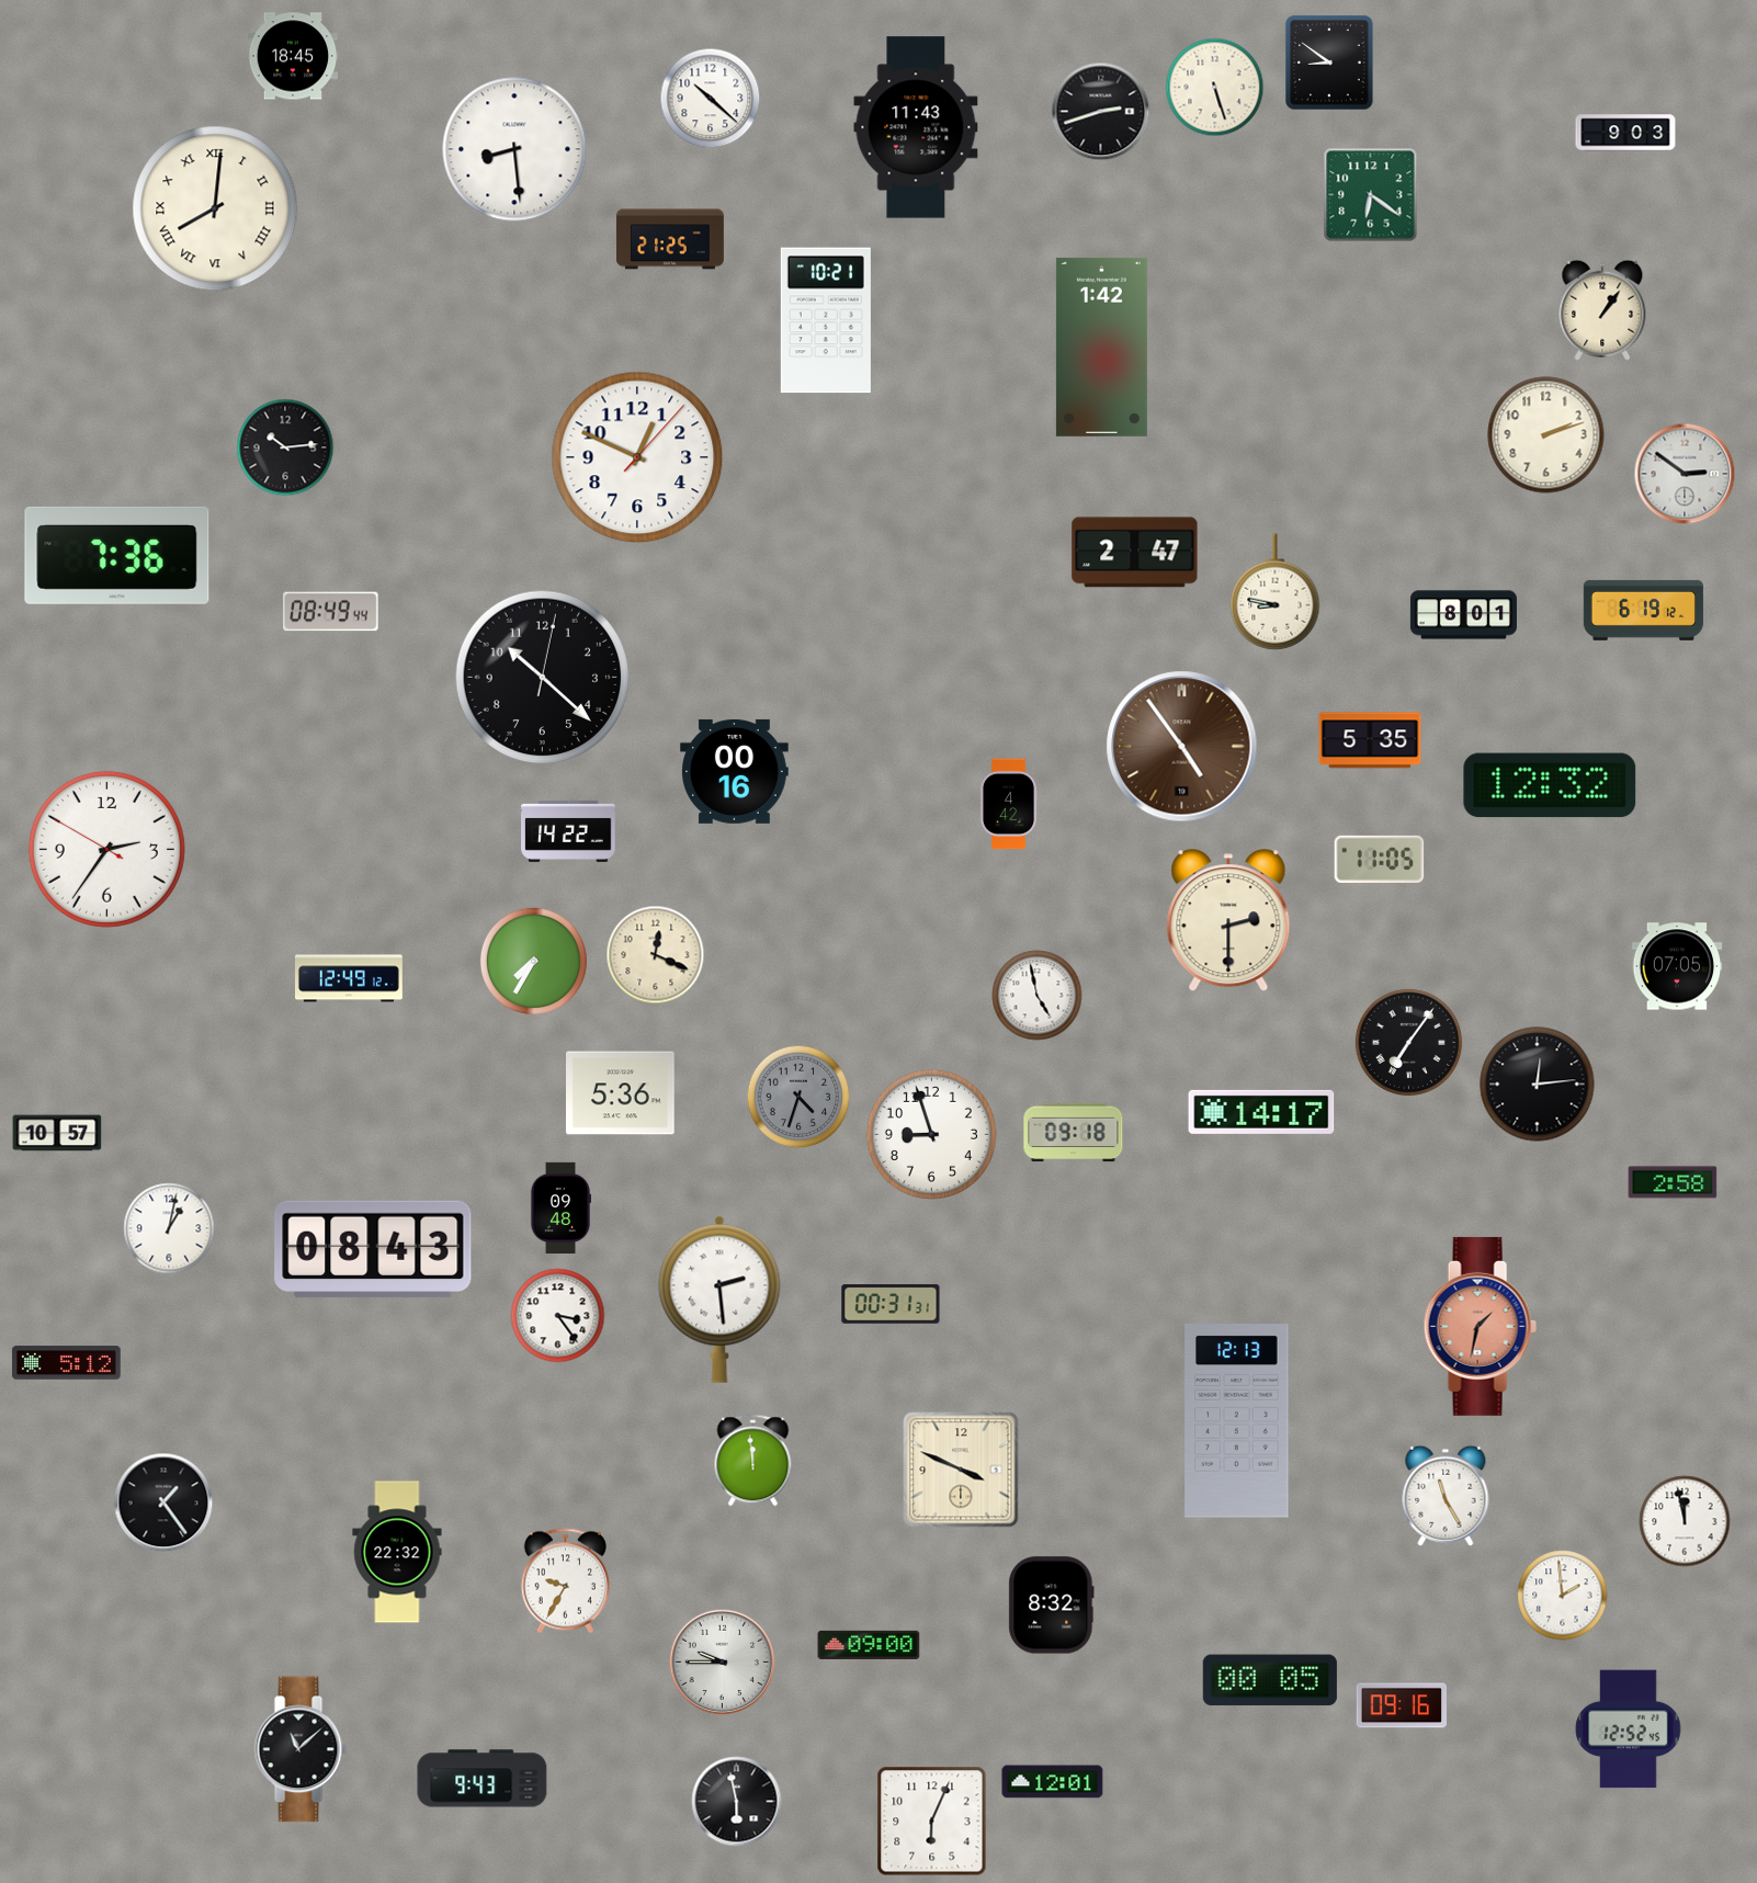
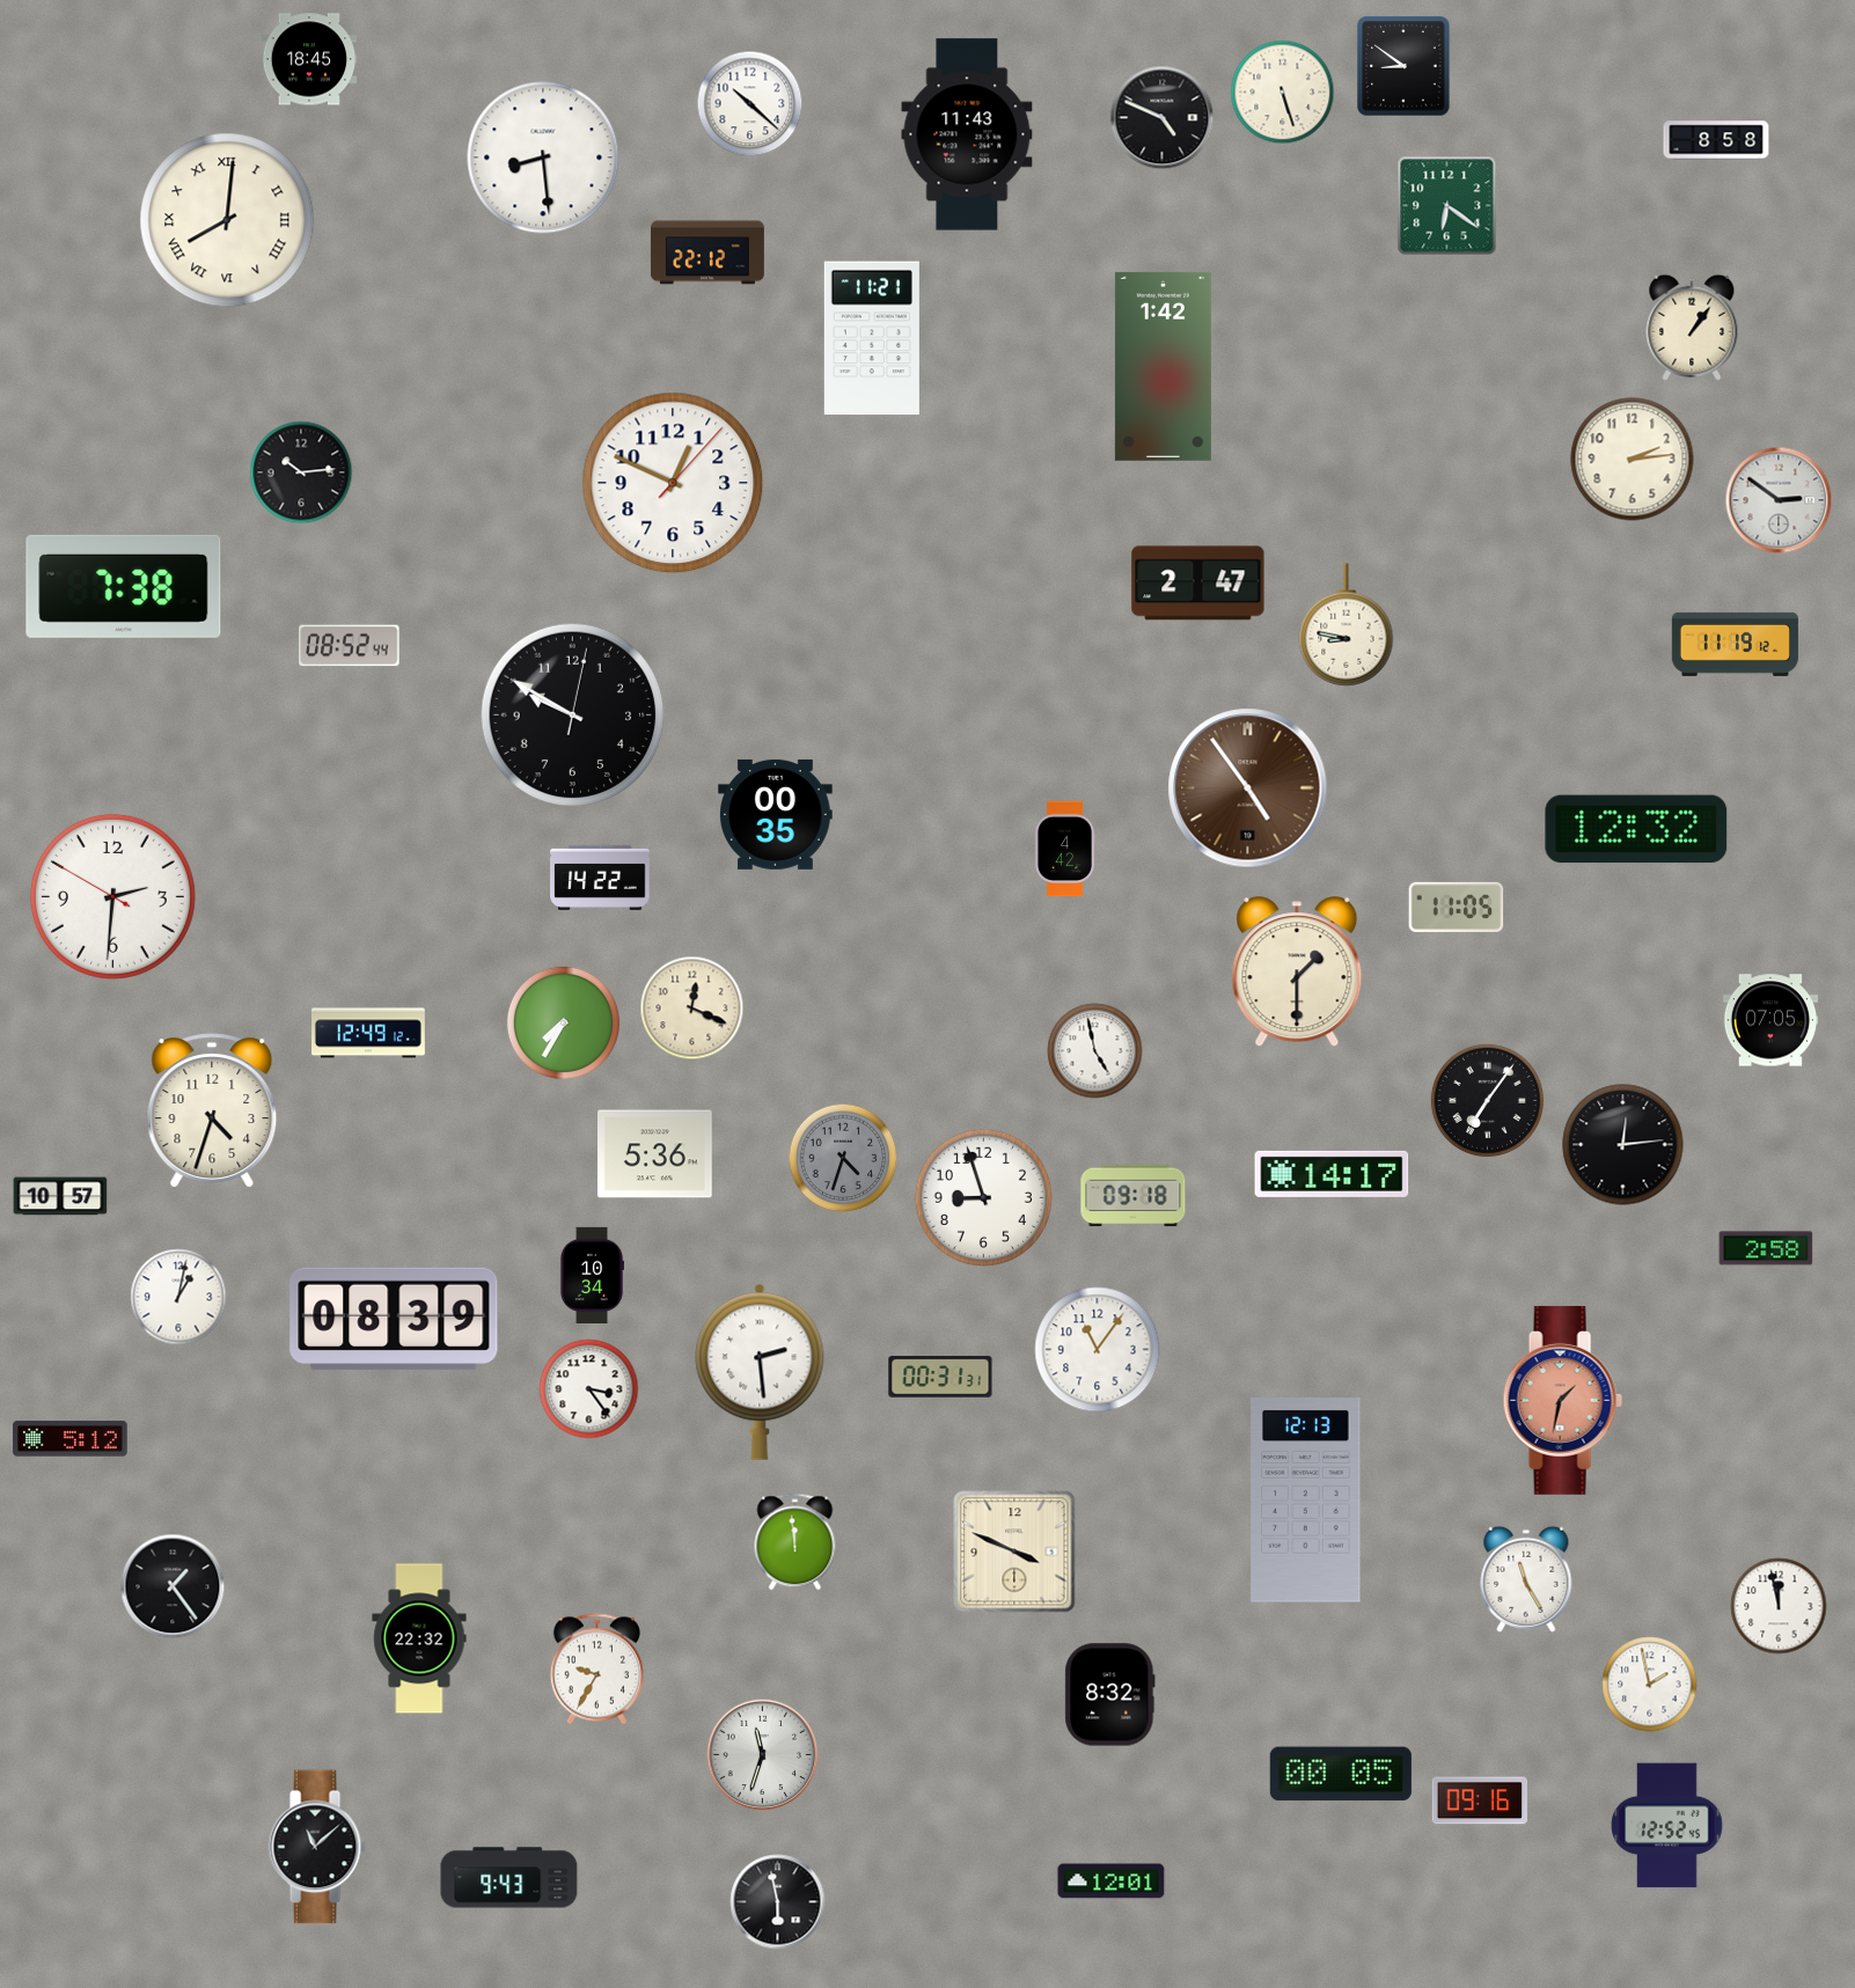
clock at (1101, 112): 2:42 -> 4:49
clock at (1625, 133): 9:03 -> 8:58
clock at (670, 239): 21:25 -> 22:12
clock at (826, 320): 10:21 -> 11:21
clock at (1546, 435): 2:12 -> 2:14
clock at (117, 555): 7:36 -> 7:38
clock at (1643, 610): 6:19 -> 11:19
clock at (331, 612): 08:49 -> 08:52
clock at (1463, 615): 8:01 -> none
clock at (543, 678): 10:22 -> 9:50
clock at (1370, 740): 5:35 -> none
clock at (735, 771): 00:16 -> 00:35
clock at (106, 849): 2:35 -> 2:30
clock at (1228, 921): 2:30 -> 1:30
clock at (533, 961) position: (533, 961) -> (563, 1022)
clock at (212, 1110): none -> 4:33
clock at (559, 1207): 09:48 -> 10:34
clock at (373, 1249): 08:43 -> 08:39
clock at (1098, 1350): none -> 11:06
clock at (1563, 1596): 1:59 -> 1:58
clock at (869, 1645): 09:00 -> none
clock at (723, 1663): 9:45 -> 11:33
clock at (1629, 1729) position: (1629, 1729) -> (1667, 1826)
clock at (932, 1822): 6:04 -> none
